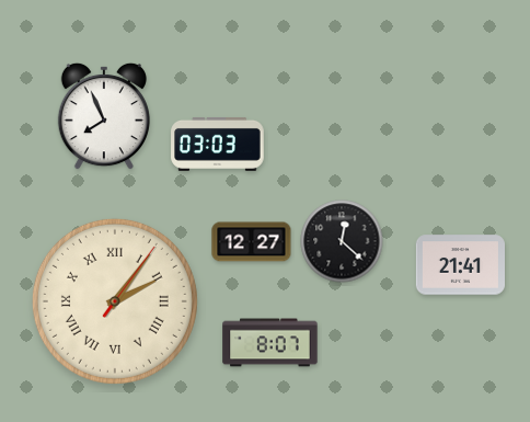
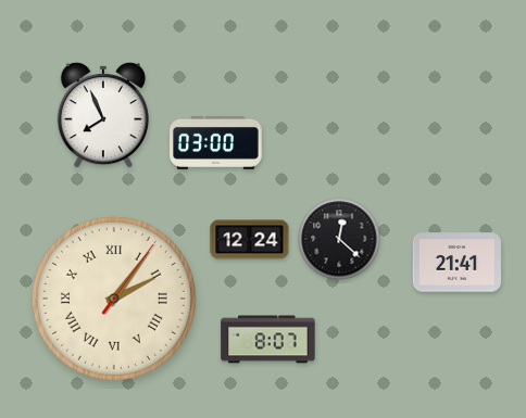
clock at (218, 144): 03:03 -> 03:00
clock at (252, 242): 12:27 -> 12:24
